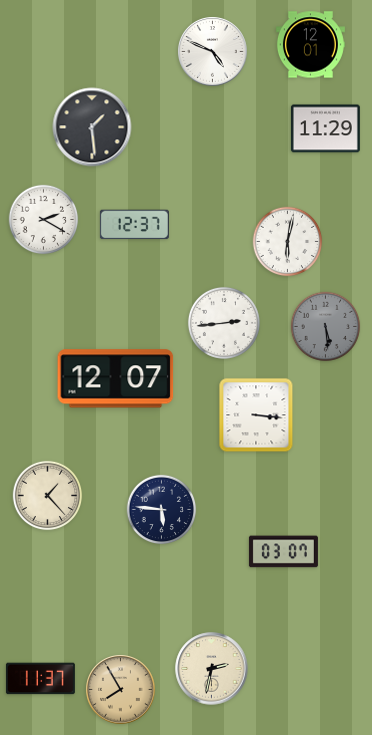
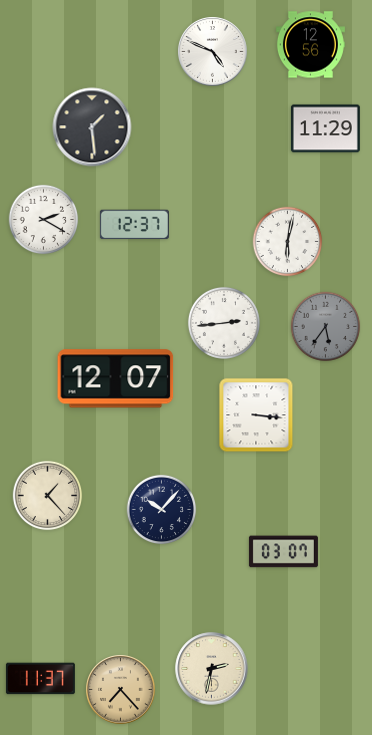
clock at (310, 45): 12:01 -> 12:56
clock at (326, 327): 5:29 -> 5:36
clock at (162, 510): 5:46 -> 10:07
clock at (121, 690): 7:55 -> 7:23
